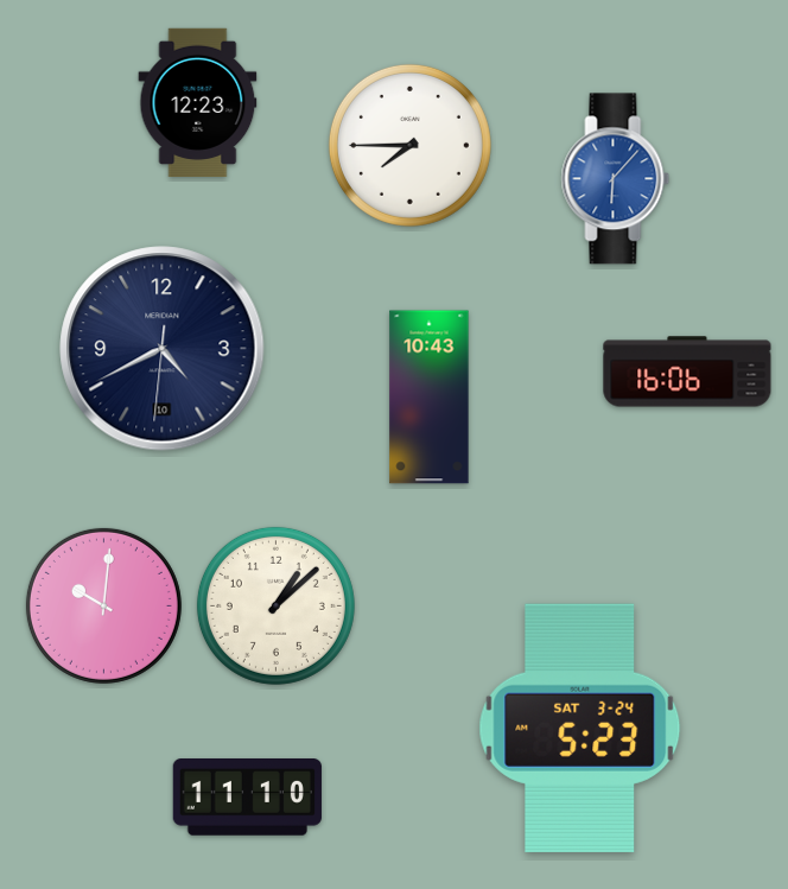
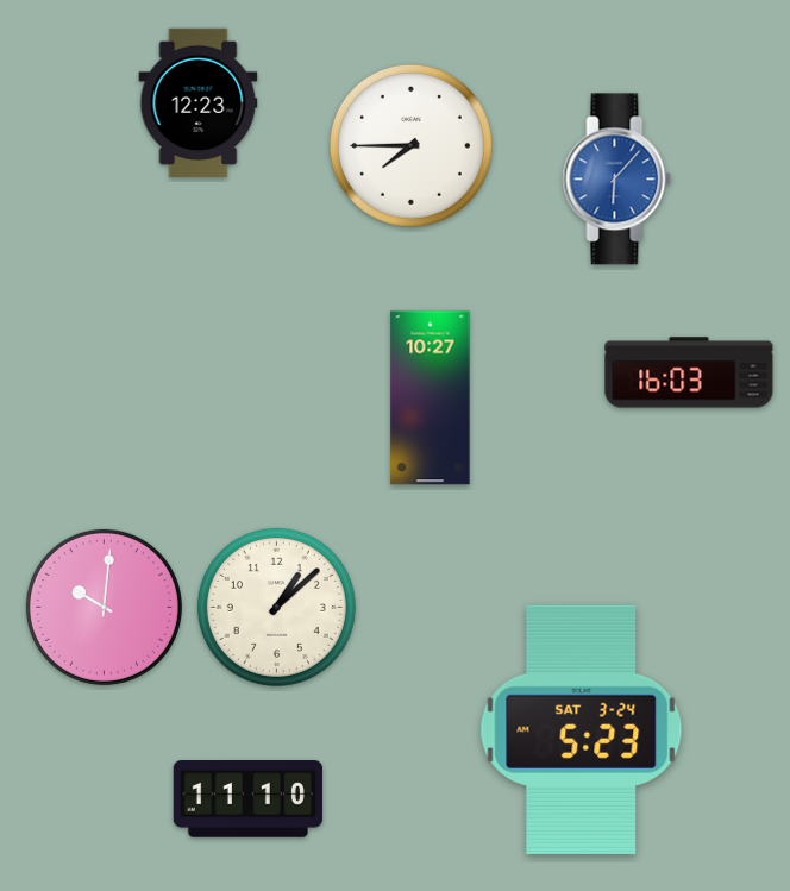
clock at (163, 349): 4:40 -> none
clock at (687, 372): 16:06 -> 16:03
clock at (430, 398): 10:43 -> 10:27
